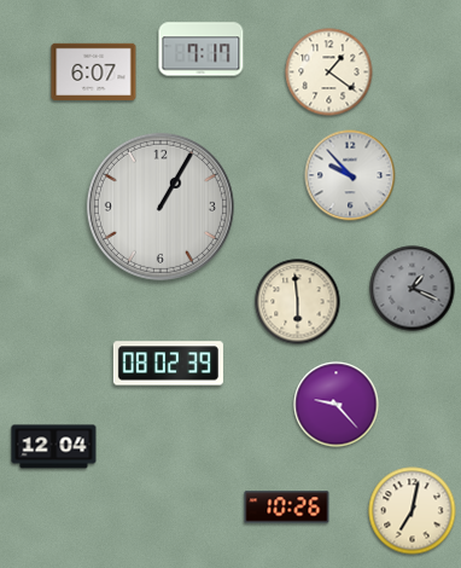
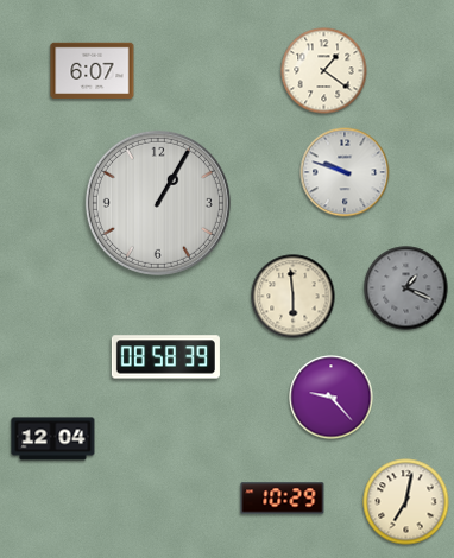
clock at (202, 50): 7:17 -> none
clock at (350, 175): 9:53 -> 9:48
clock at (413, 289) position: (413, 289) -> (406, 288)
clock at (168, 364): 08:02 -> 08:58
clock at (287, 508): 10:26 -> 10:29
